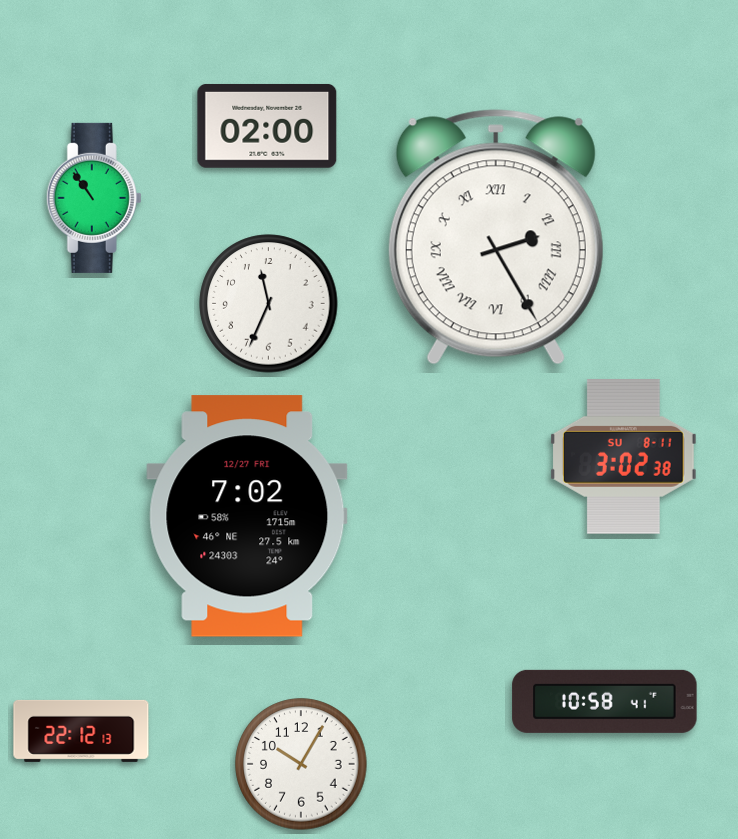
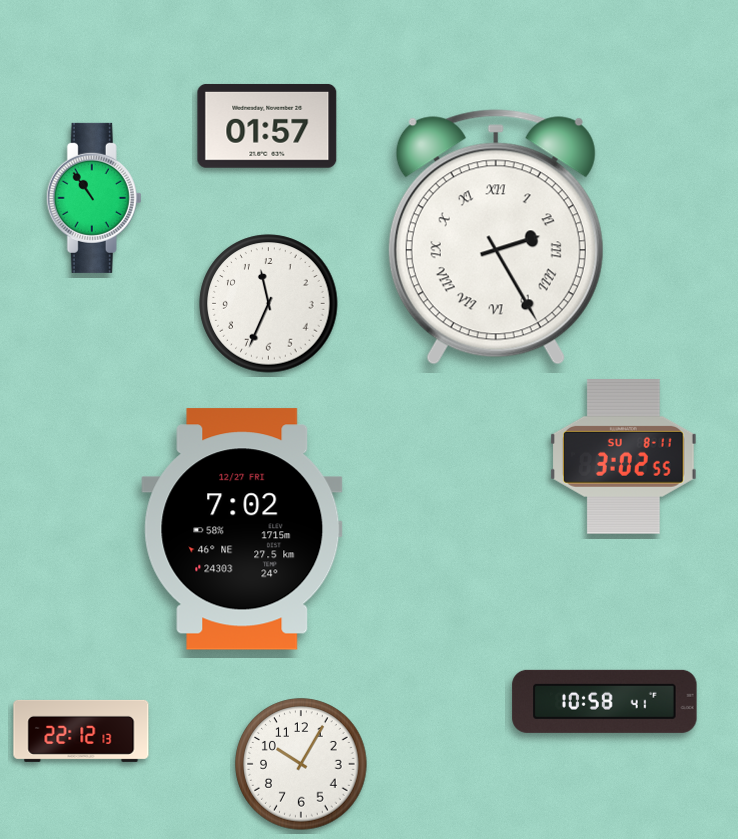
clock at (267, 126): 02:00 -> 01:57
clock at (623, 456): 3:02:38 -> 3:02:55
clock at (247, 516) position: (247, 516) -> (242, 529)
